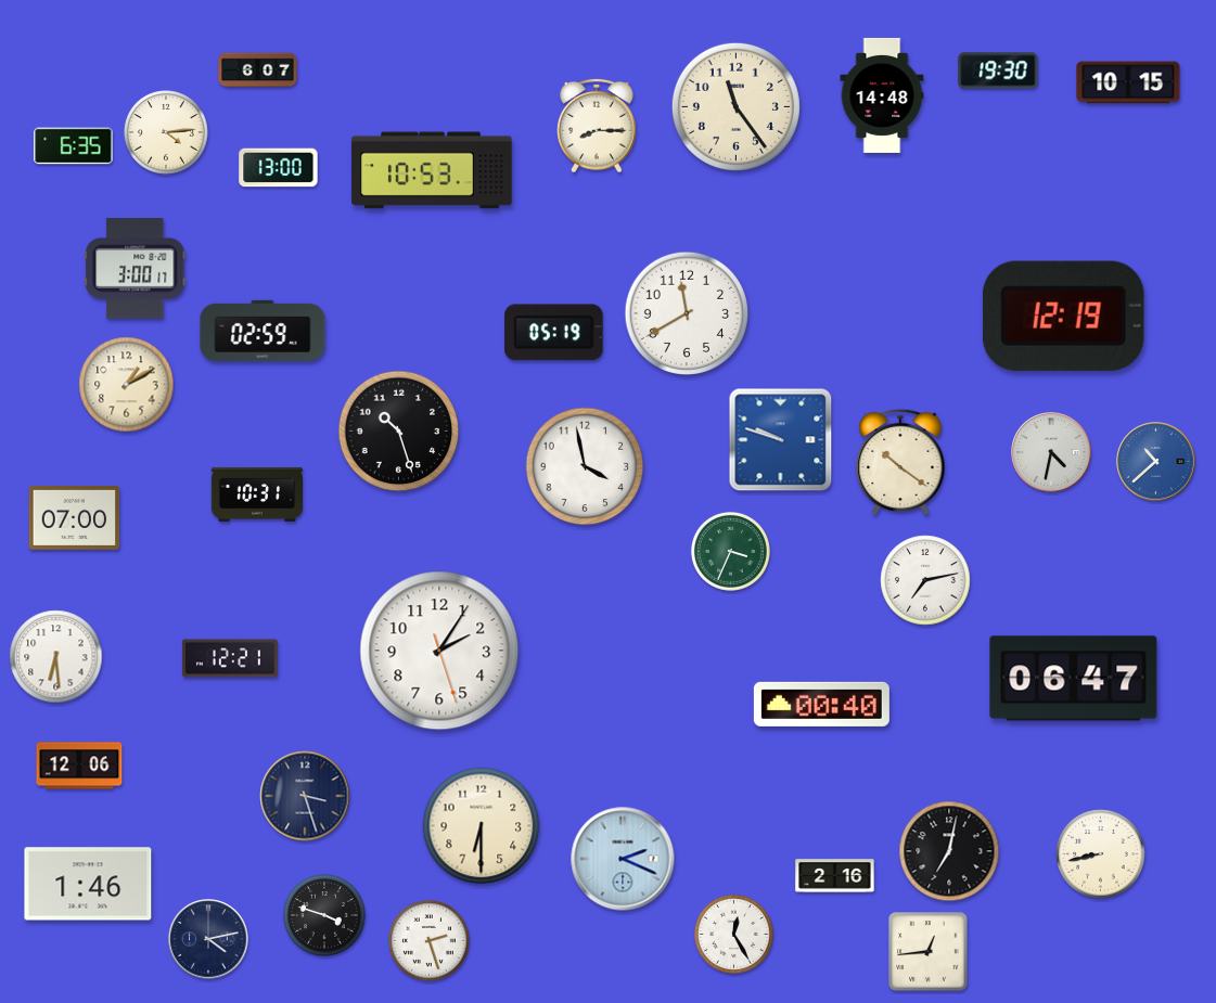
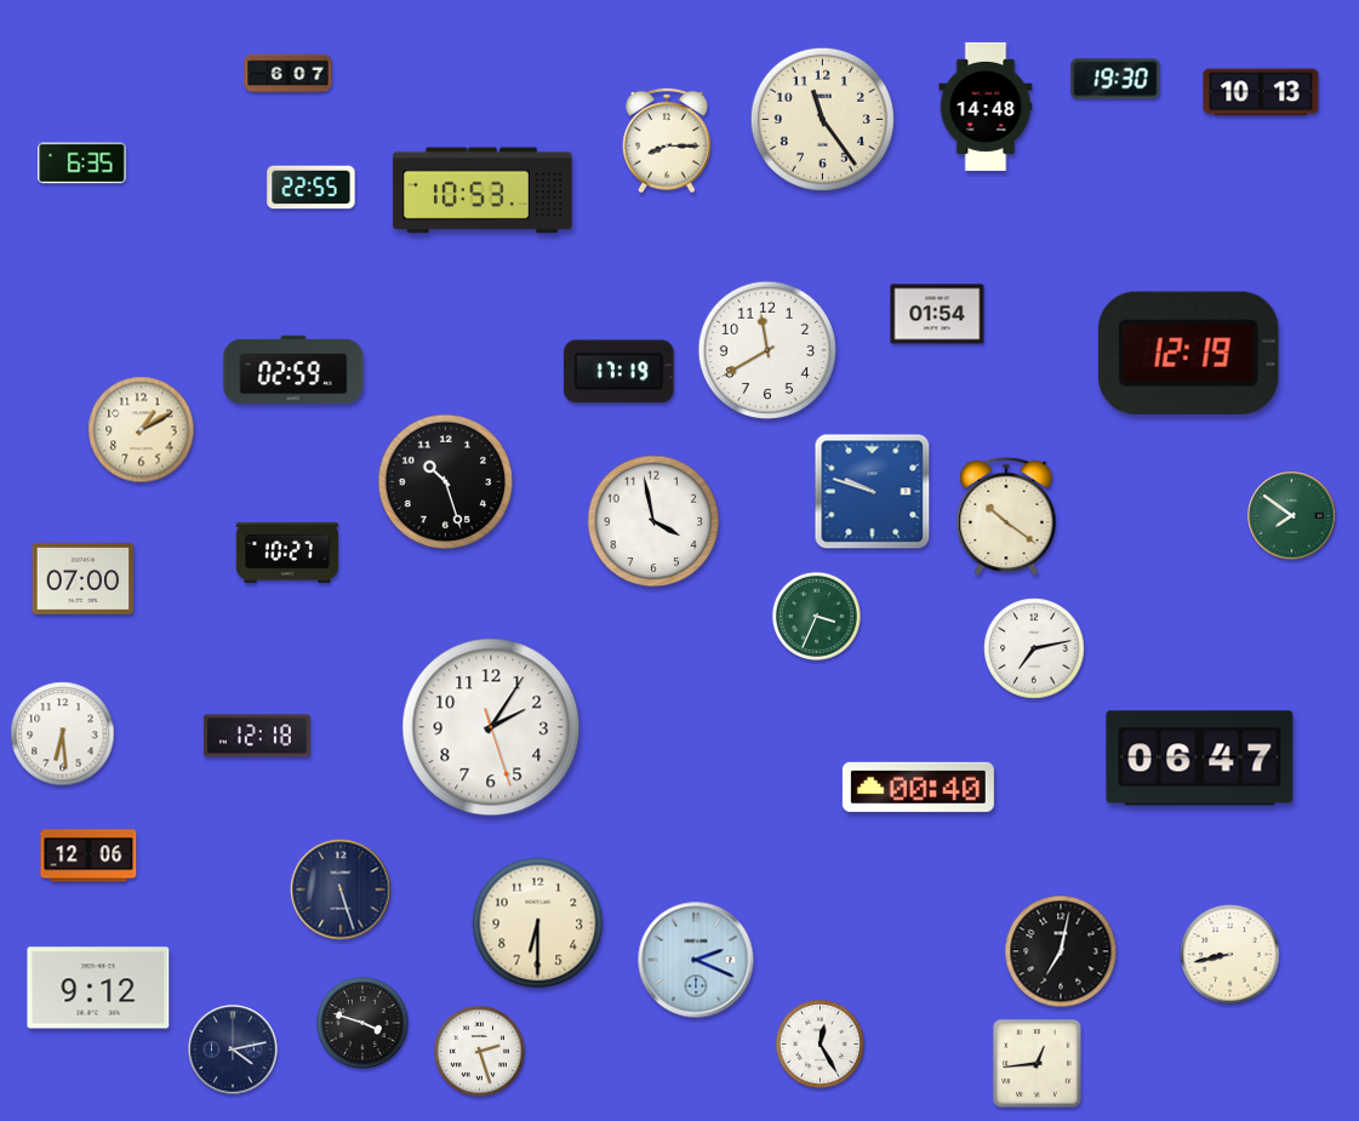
clock at (258, 70) position: (258, 70) -> (289, 74)
clock at (1128, 82): 10:15 -> 10:13
clock at (166, 132): 4:14 -> none
clock at (279, 168): 13:00 -> 22:55
clock at (136, 269): 3:00 -> none
clock at (937, 314): none -> 01:54
clock at (554, 333): 05:19 -> 17:19
clock at (1051, 452): 4:32 -> none
clock at (1156, 462): 10:38 -> 7:51
clock at (1156, 462) dial: blue -> green
clock at (257, 494): 10:31 -> 10:27
clock at (230, 658): 12:21 -> 12:18
clock at (305, 796): 3:27 -> 5:27
clock at (835, 876): 2:16 -> none
clock at (88, 884): 1:46 -> 9:12
